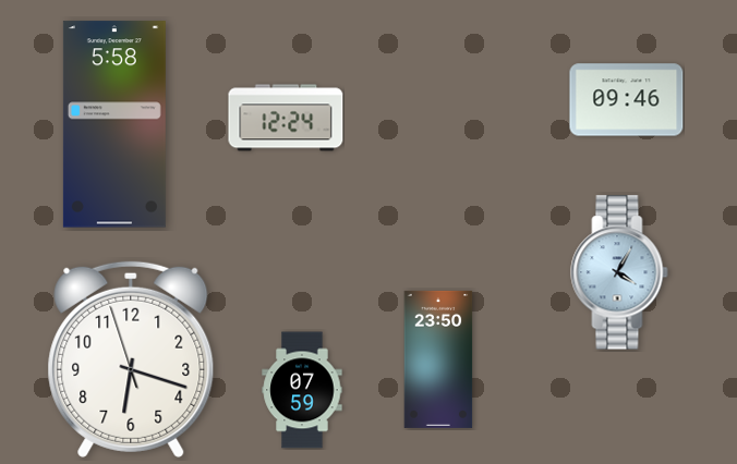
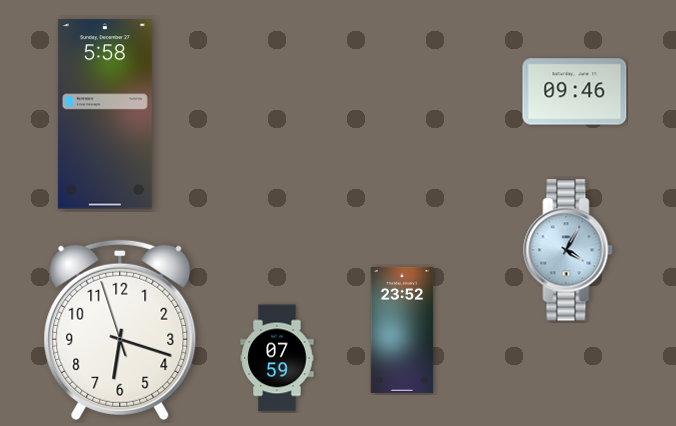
clock at (286, 118): 12:24 -> none
clock at (438, 359): 23:50 -> 23:52
